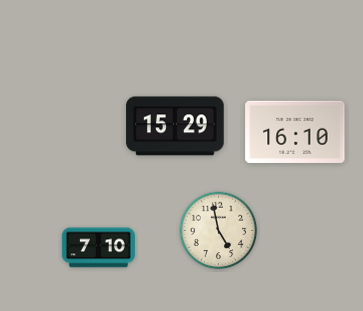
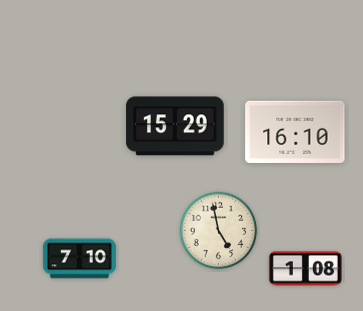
clock at (98, 248) position: (98, 248) -> (79, 259)
clock at (305, 269): none -> 1:08
